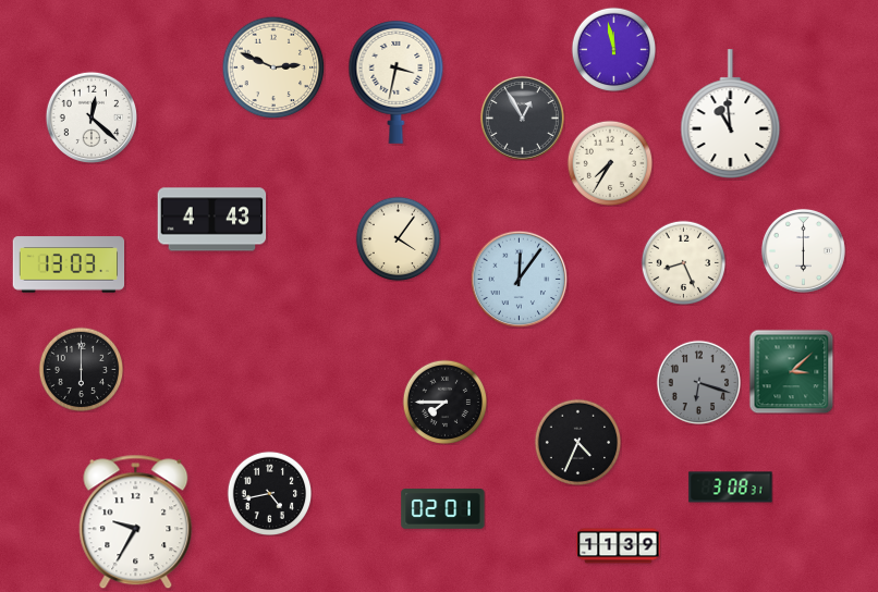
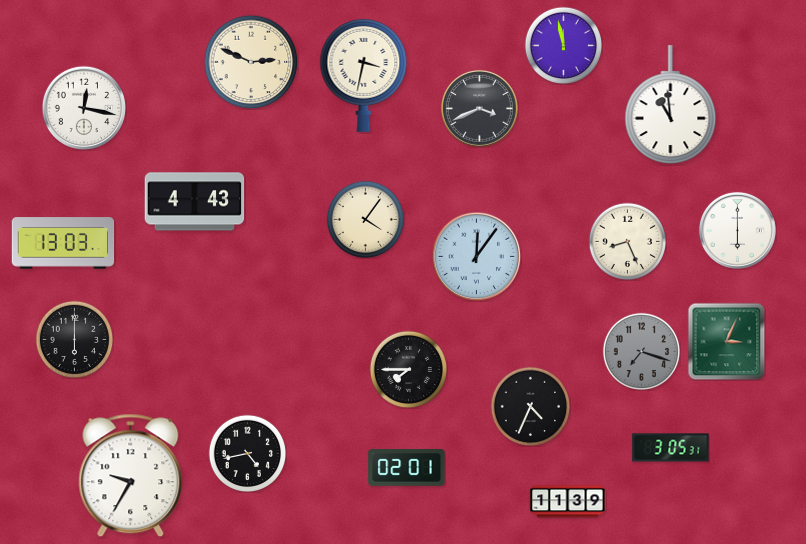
clock at (90, 116): 12:22 -> 12:17
clock at (522, 118): 12:55 -> 3:41
clock at (610, 163): 7:35 -> none
clock at (791, 371): 3:08 -> 3:04
clock at (698, 382): 6:18 -> 7:18
clock at (731, 488): 3:08 -> 3:05
clock at (136, 522) position: (136, 522) -> (131, 476)
